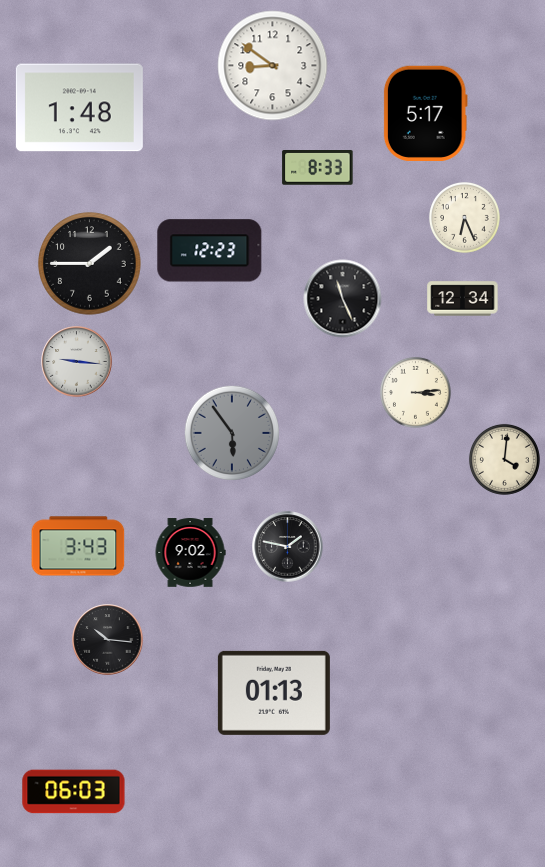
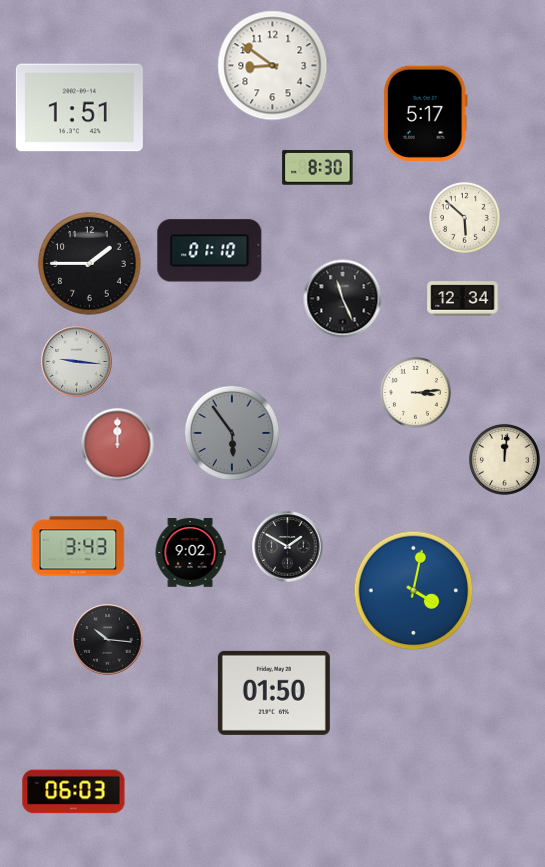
clock at (79, 108): 1:48 -> 1:51
clock at (318, 168): 8:33 -> 8:30
clock at (464, 217): 6:26 -> 5:52
clock at (210, 251): 12:23 -> 01:10
clock at (118, 445): none -> 12:00
clock at (504, 459): 4:01 -> 12:01
clock at (288, 547): 1:47 -> 1:50
clock at (414, 591): none -> 4:02
clock at (274, 693): 01:13 -> 01:50
